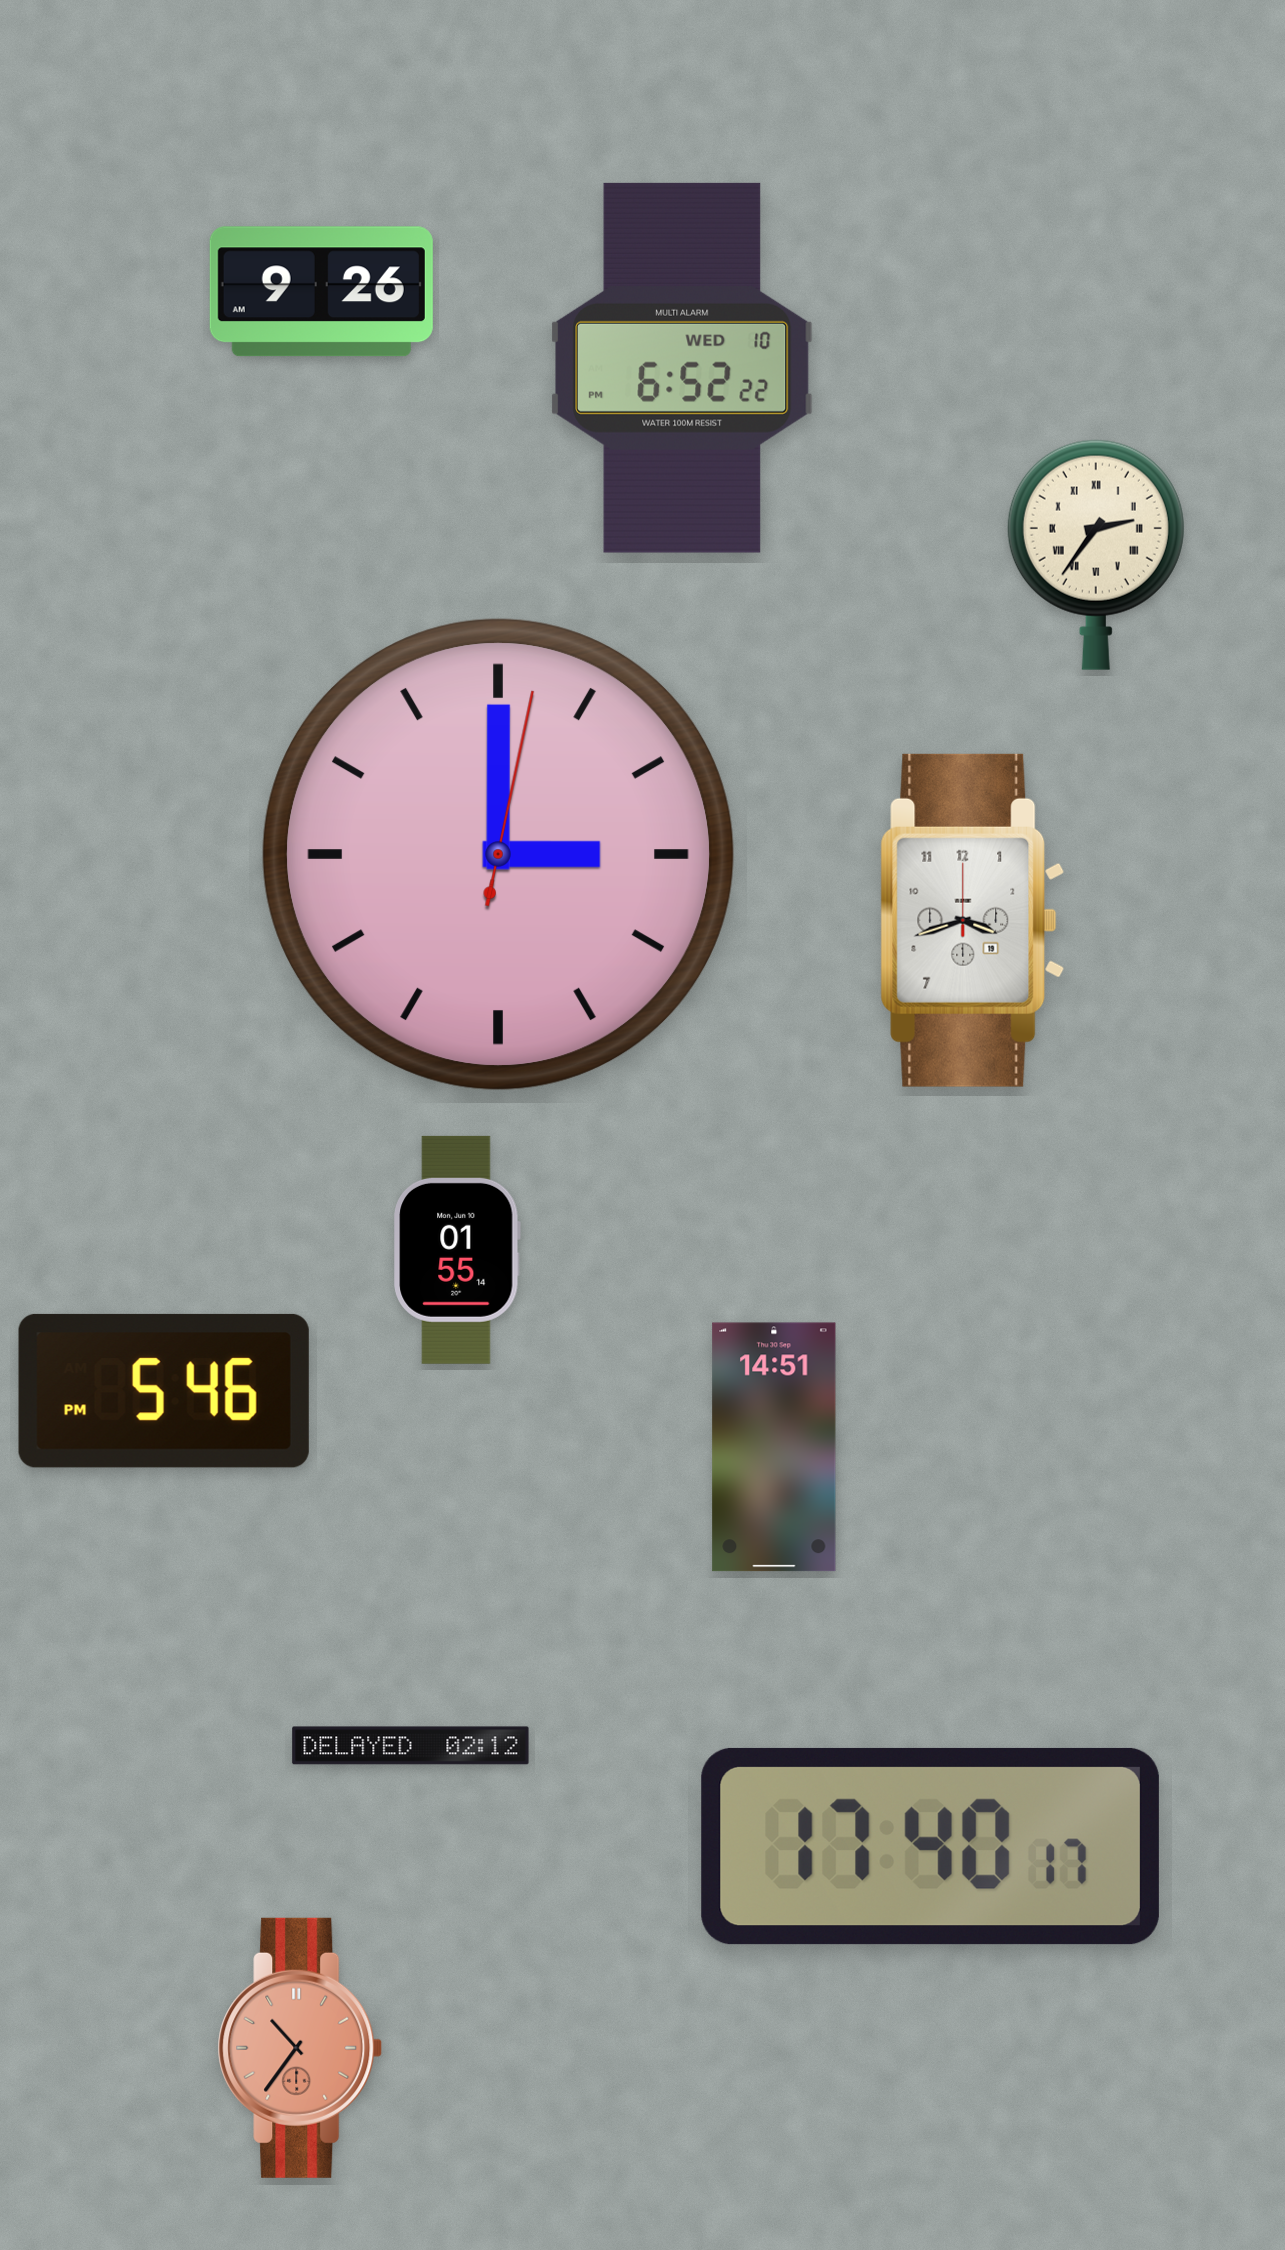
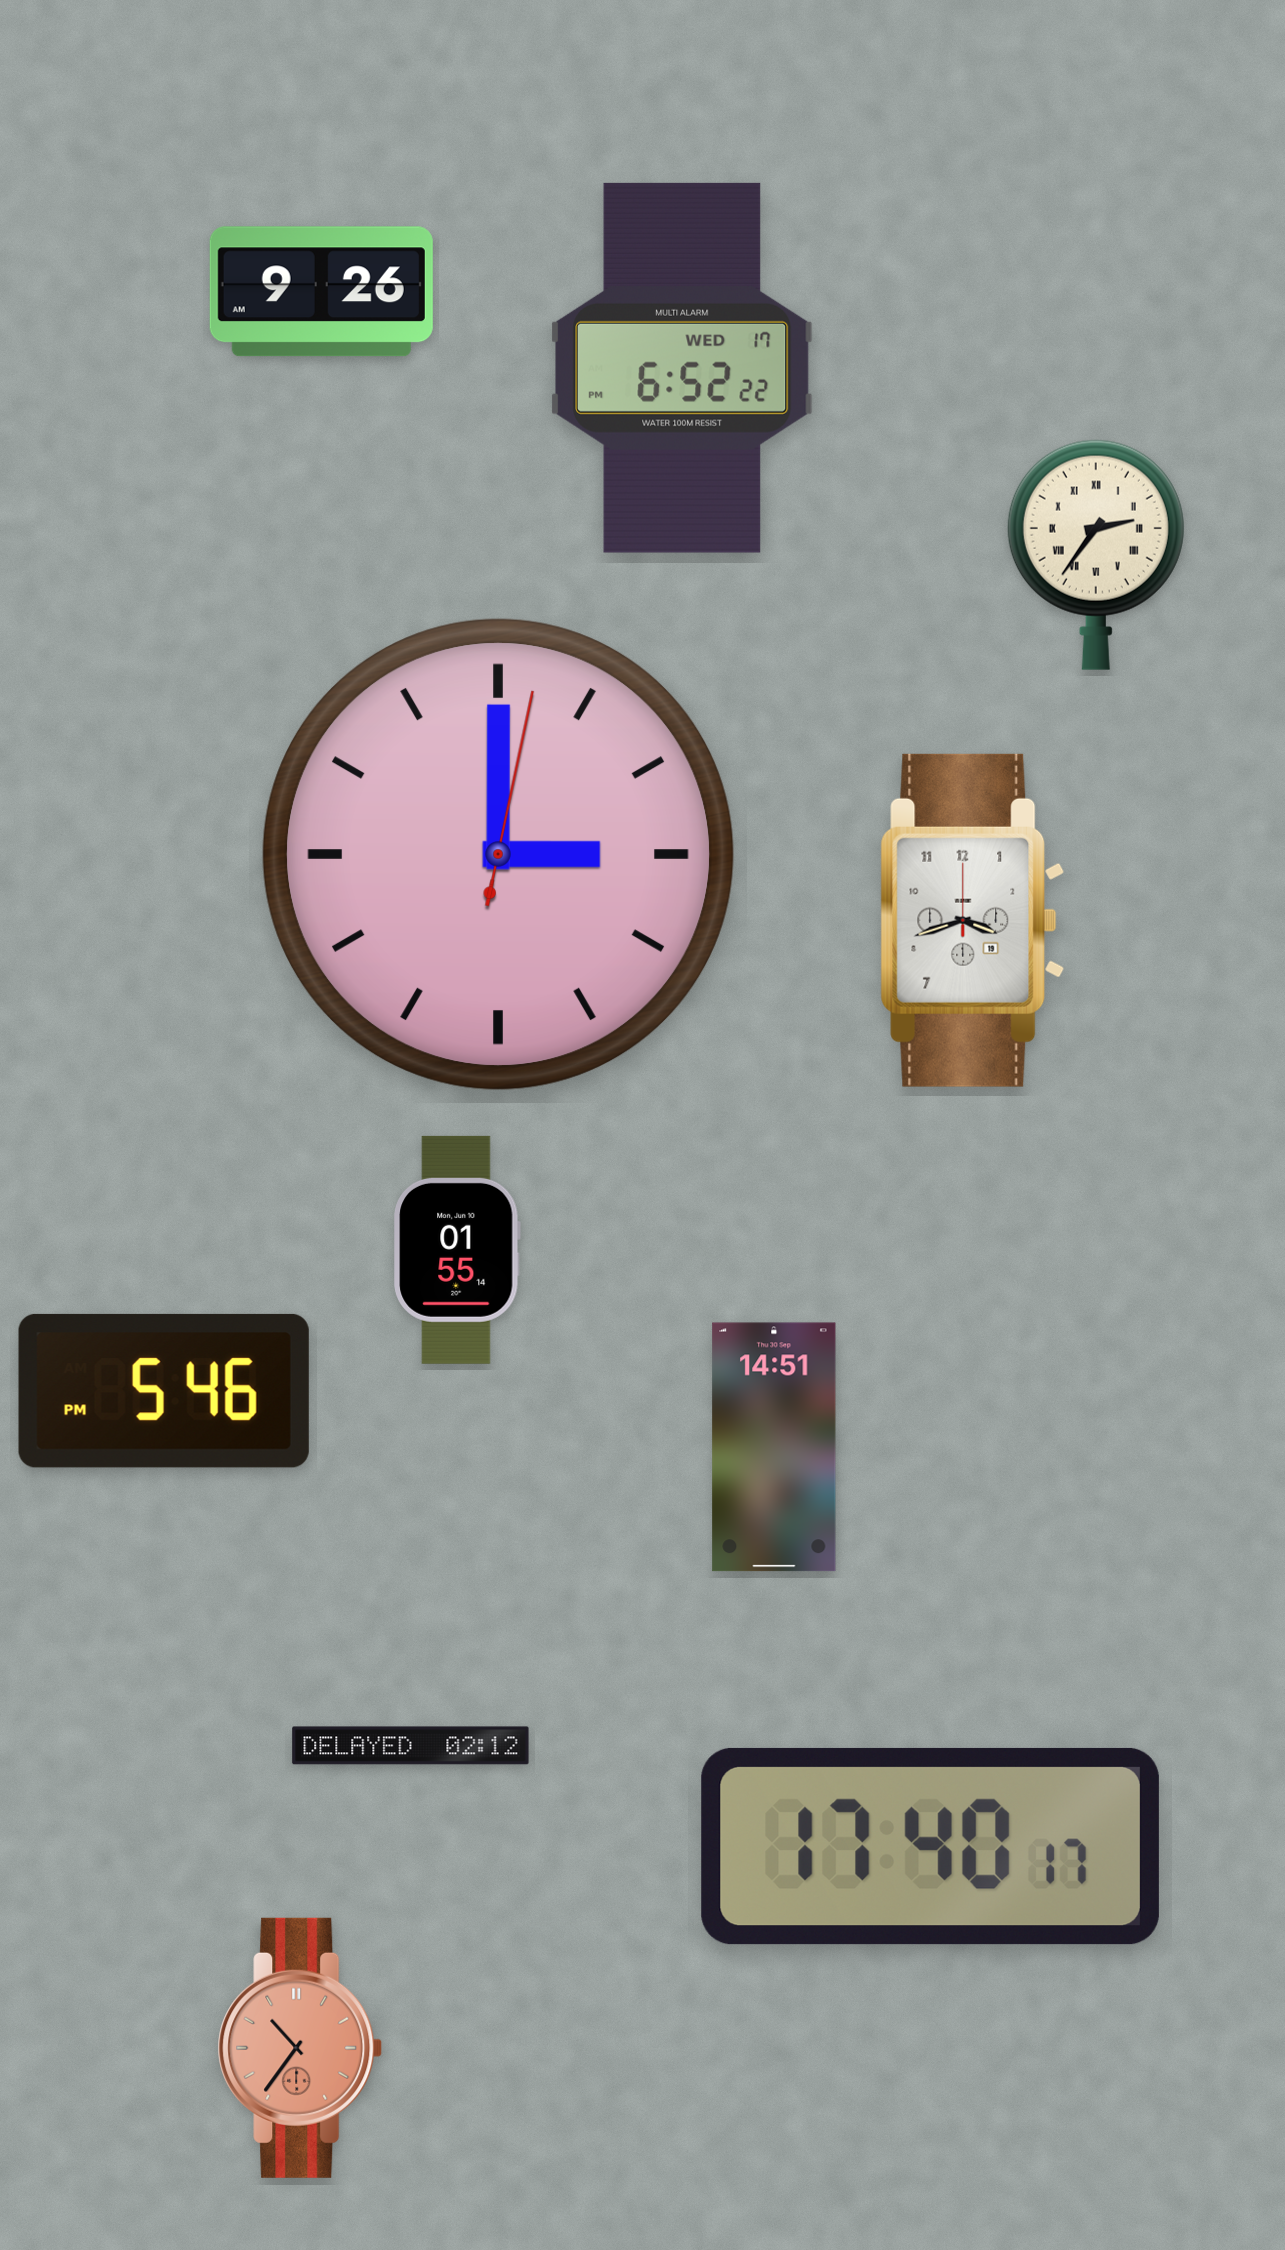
clock at (682, 368) date: WED 10 -> WED 17
